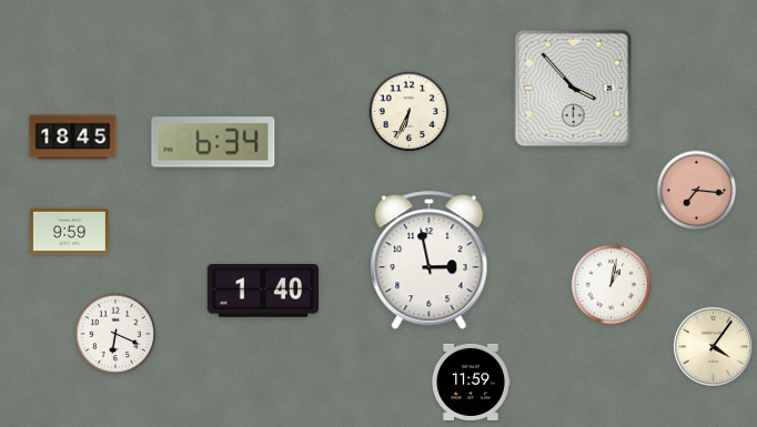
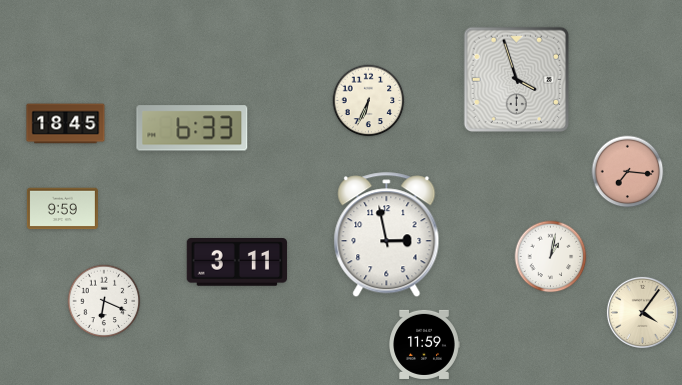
clock at (573, 88): 3:53 -> 3:57
clock at (213, 142): 6:34 -> 6:33
clock at (263, 292): 1:40 -> 3:11
